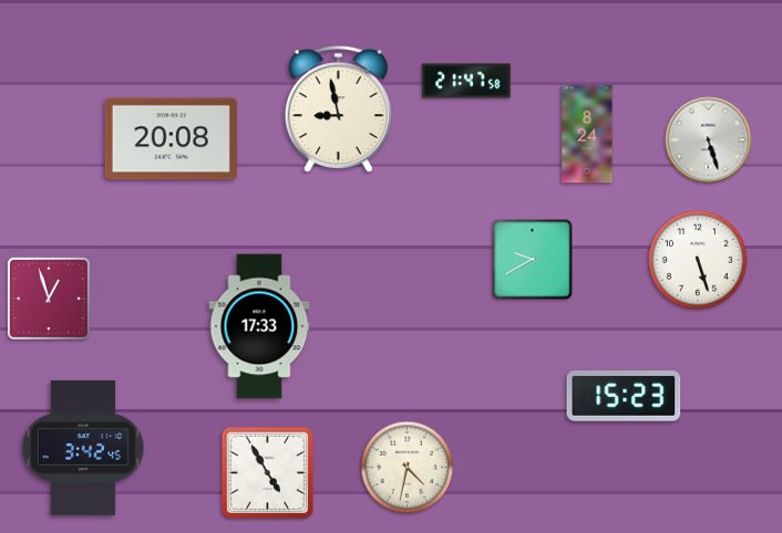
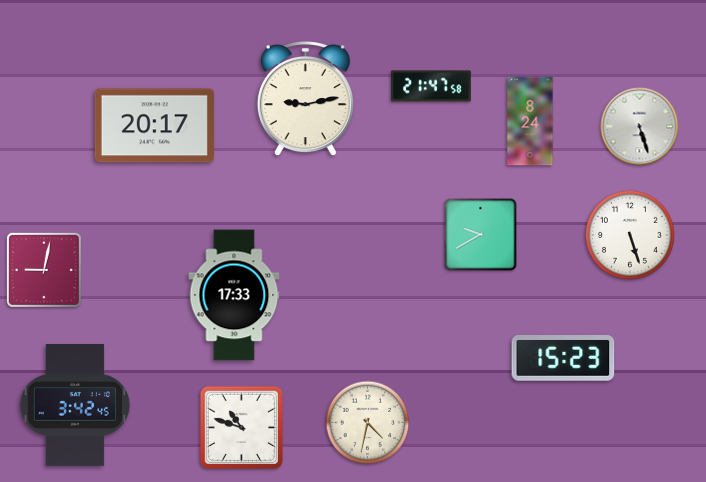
clock at (466, 81) position: (466, 81) -> (431, 86)
clock at (338, 111): 8:58 -> 9:13
clock at (171, 139): 20:08 -> 20:17
clock at (49, 299): 12:57 -> 9:02
clock at (267, 472): 4:55 -> 10:48
